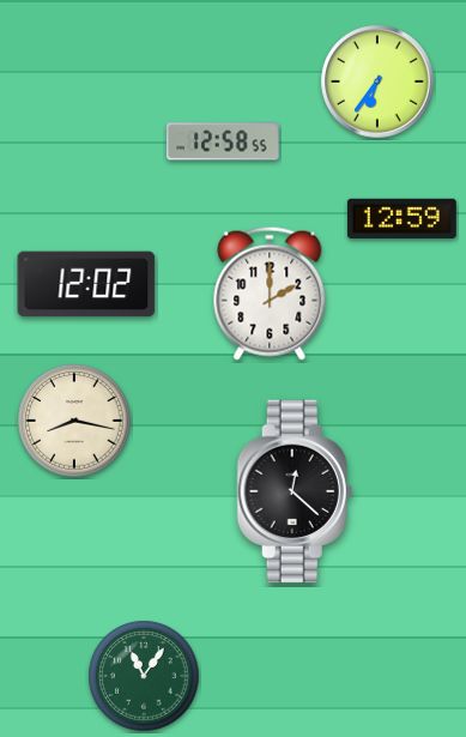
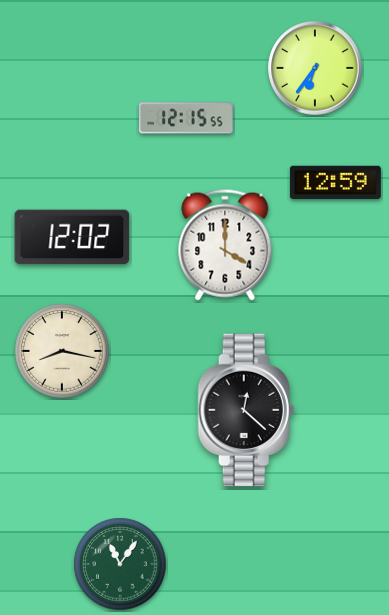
clock at (223, 141): 12:58 -> 12:15
clock at (270, 294): 2:00 -> 4:00
